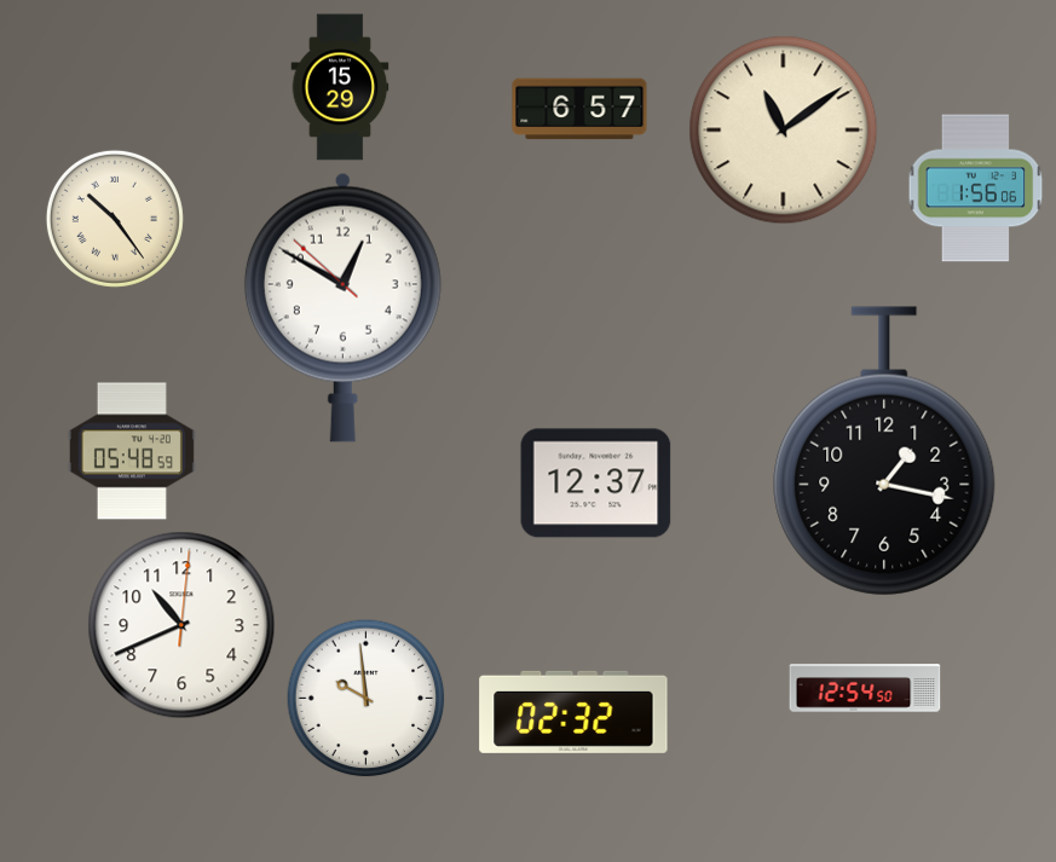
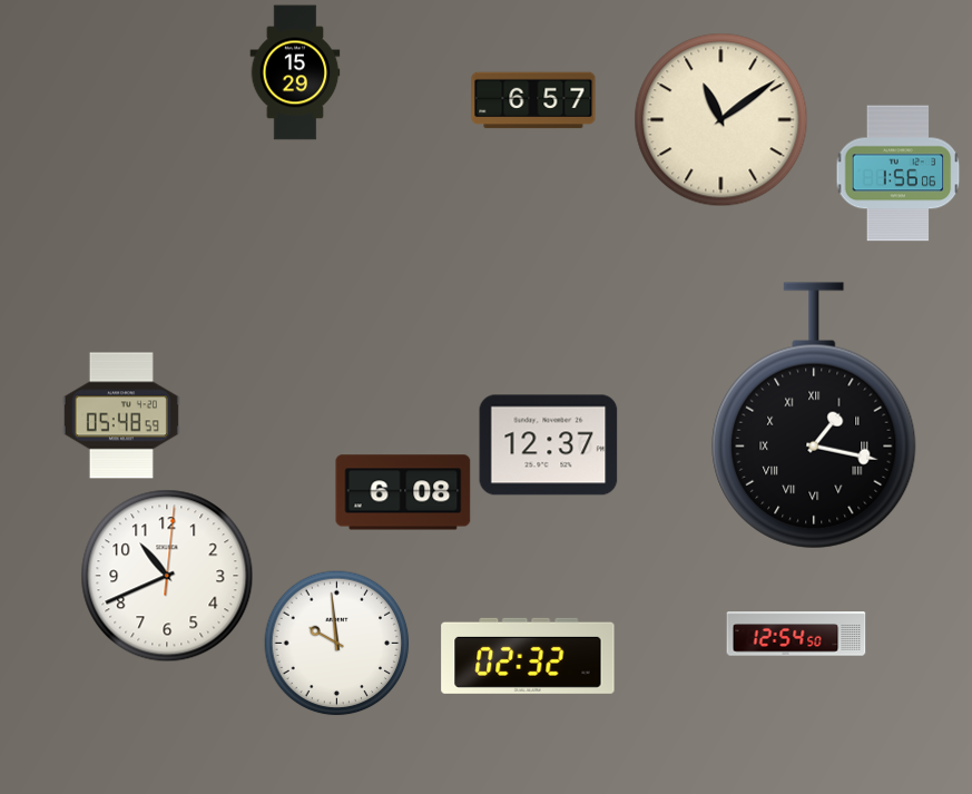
clock at (340, 87) position: (340, 87) -> (295, 72)
clock at (115, 219): 10:24 -> none
clock at (342, 307): 12:49 -> none
clock at (884, 451) numerals: Arabic -> Roman
clock at (403, 492): none -> 6:08
